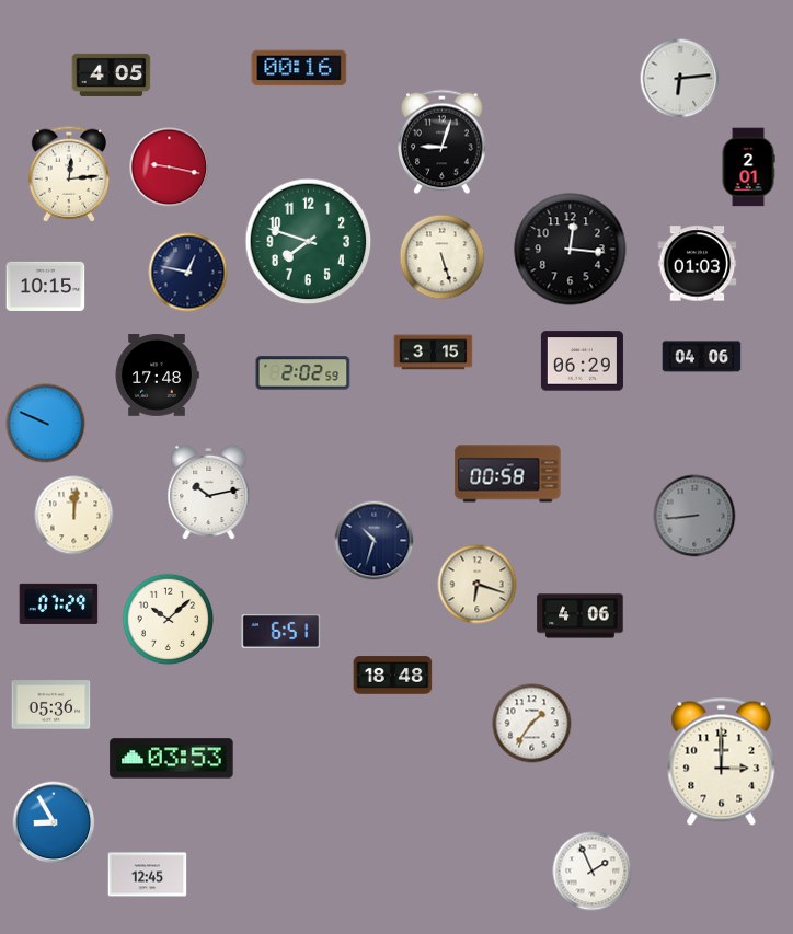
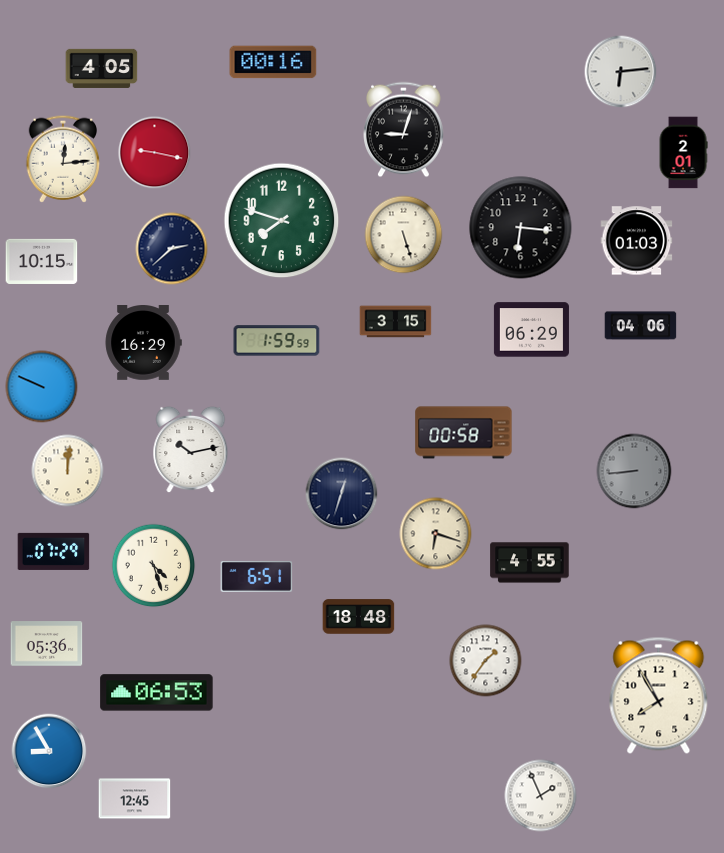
clock at (571, 250): 12:16 -> 6:16
clock at (188, 273): 12:47 -> 2:38
clock at (303, 373): 2:02 -> 1:59
clock at (157, 376): 17:48 -> 16:29
clock at (375, 541): 10:33 -> 12:33
clock at (581, 616): 4:06 -> 4:55
clock at (169, 620): 10:08 -> 4:27
clock at (172, 759): 03:53 -> 06:53
clock at (722, 761): 3:00 -> 7:55
